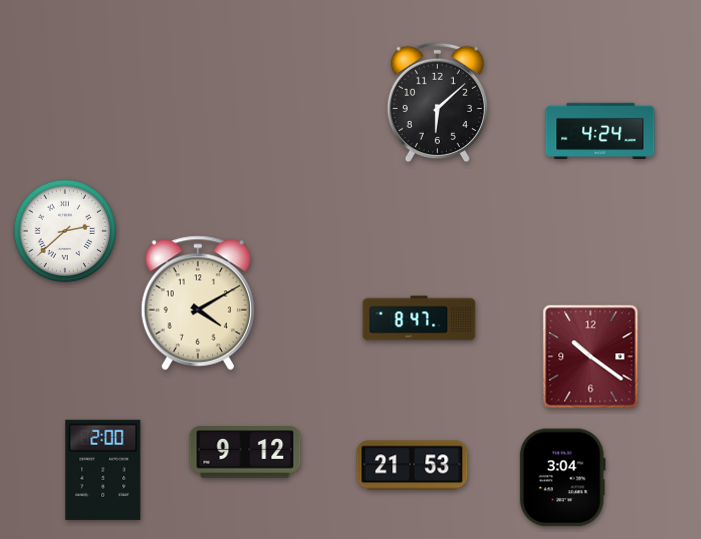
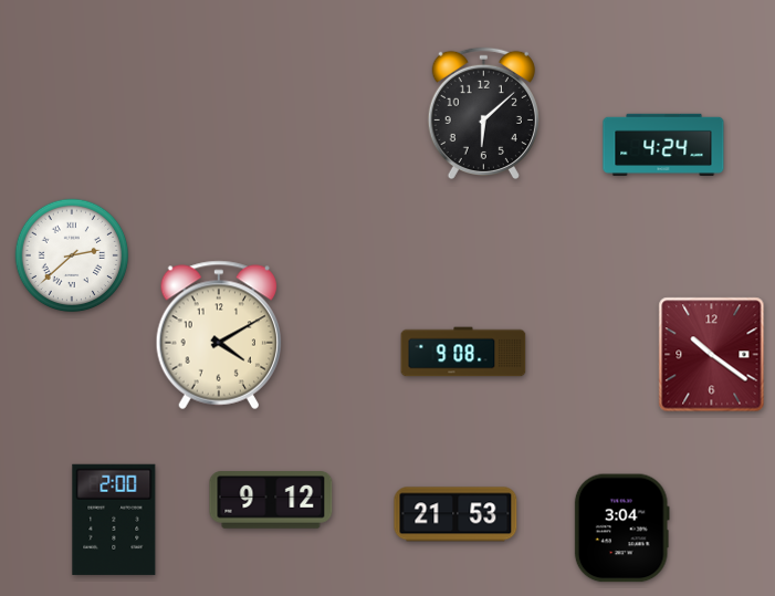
clock at (419, 318): 8:47 -> 9:08
clock at (591, 357) position: (591, 357) -> (712, 355)
